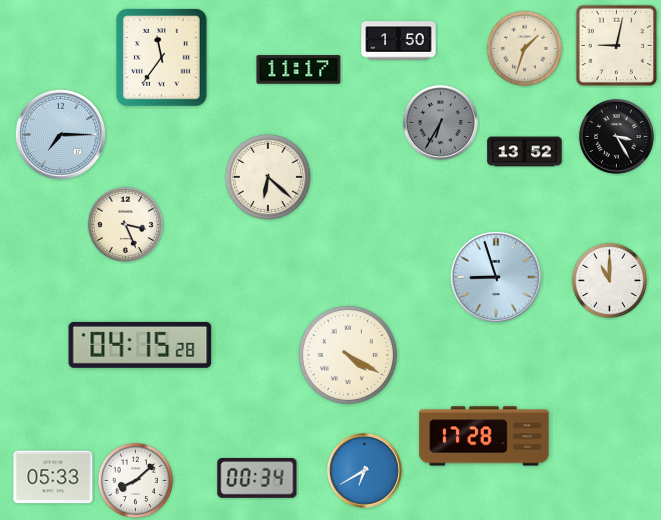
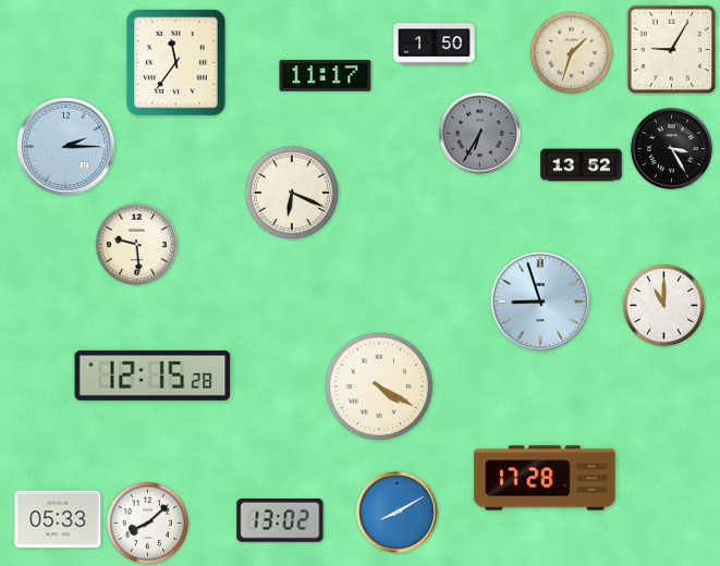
clock at (617, 46): 9:02 -> 9:05
clock at (60, 134): 7:15 -> 2:15
clock at (525, 152) position: (525, 152) -> (582, 165)
clock at (268, 177): 6:22 -> 6:19
clock at (126, 225): 3:26 -> 9:29
clock at (140, 345): 04:15 -> 12:15
clock at (484, 436) position: (484, 436) -> (545, 478)
clock at (364, 470): 6:40 -> 8:10
clock at (257, 479): 00:34 -> 13:02
